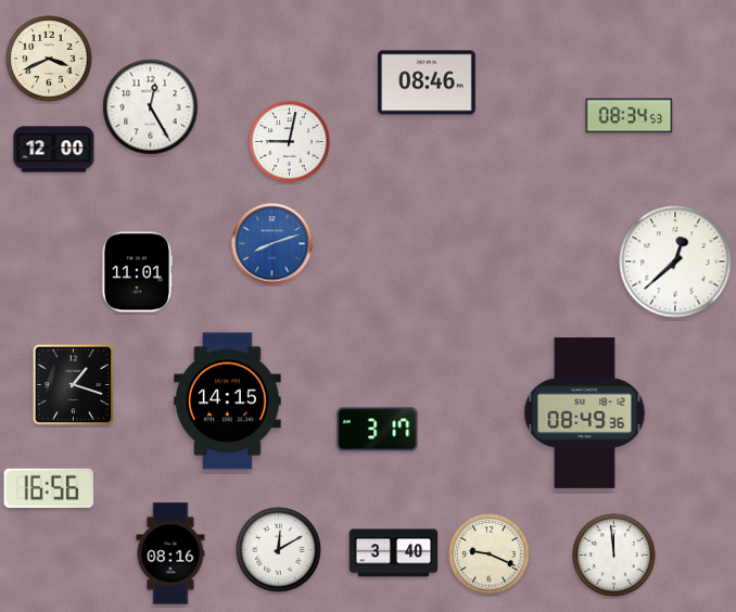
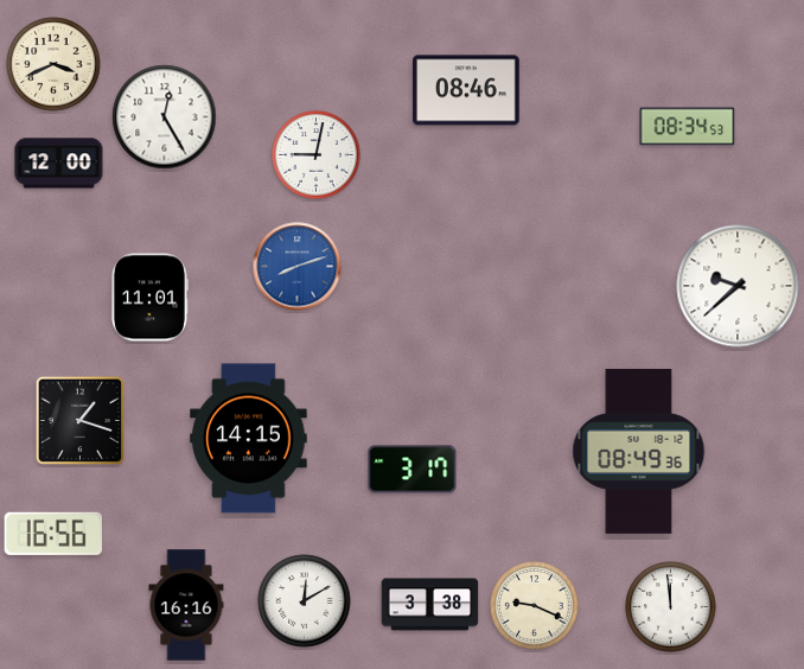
clock at (675, 262): 12:38 -> 9:38
clock at (170, 553): 08:16 -> 16:16
clock at (394, 553): 3:40 -> 3:38
